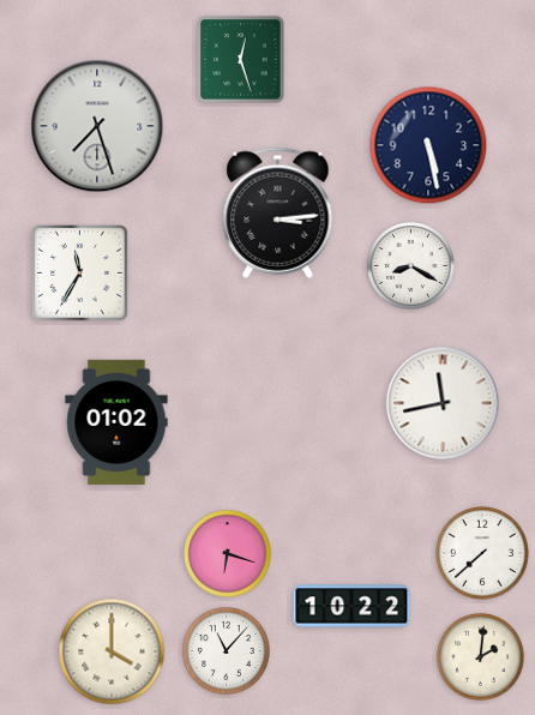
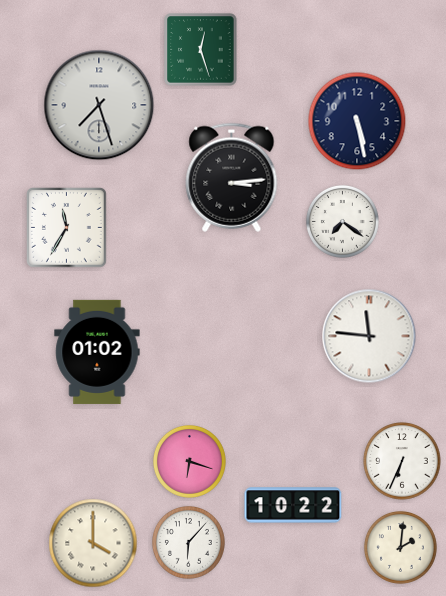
clock at (97, 126) position: (97, 126) -> (99, 105)
clock at (410, 265): 8:20 -> 7:21
clock at (443, 403): 11:43 -> 11:46
clock at (482, 553): 7:38 -> 6:34
clock at (226, 650): 11:07 -> 6:07
